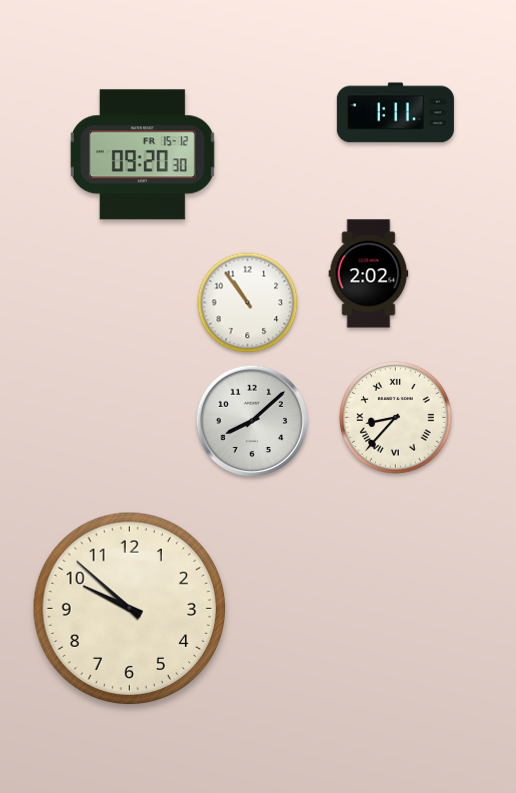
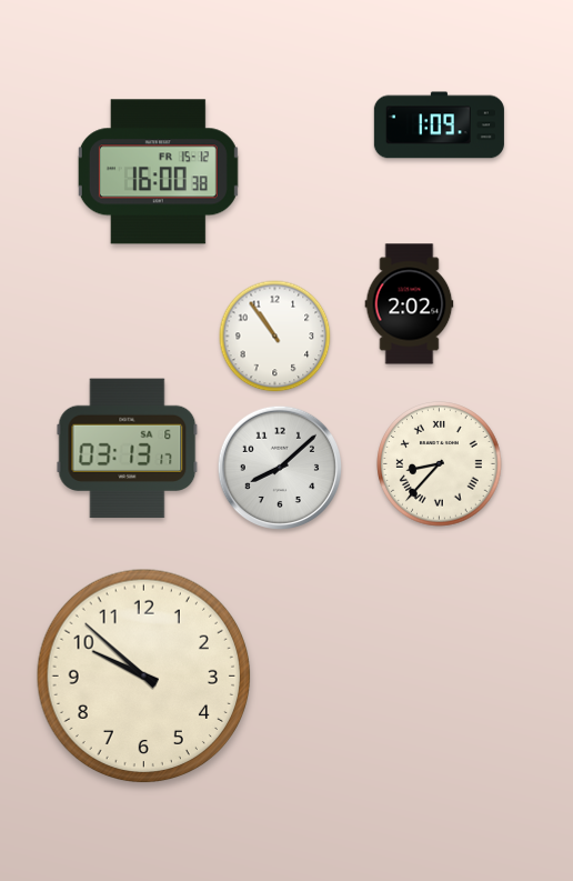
clock at (395, 113): 1:11 -> 1:09
clock at (142, 155): 09:20 -> 16:00
clock at (128, 449): none -> 03:13
